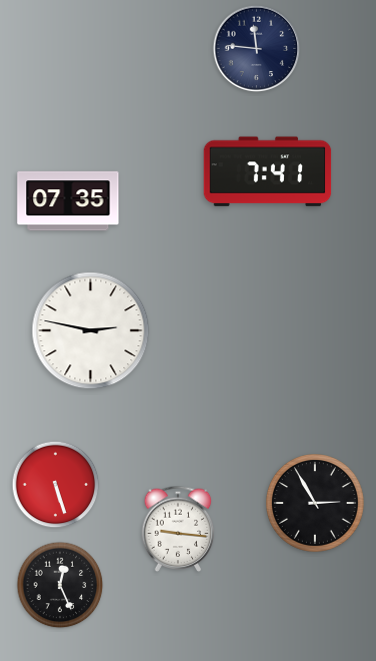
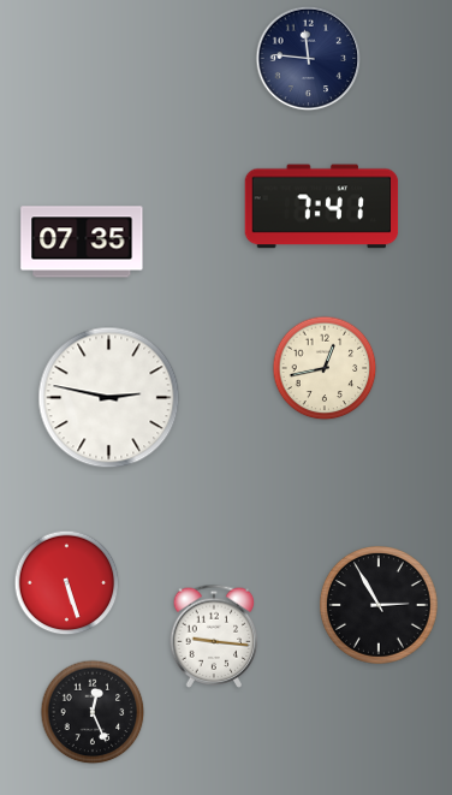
clock at (325, 368): none -> 12:43
clock at (60, 585) position: (60, 585) -> (93, 712)
